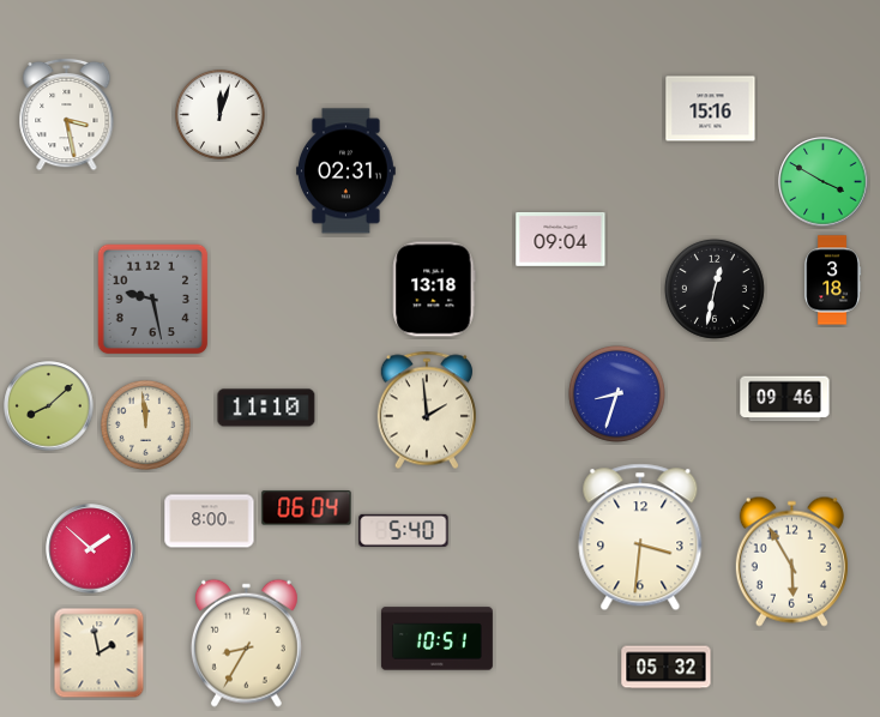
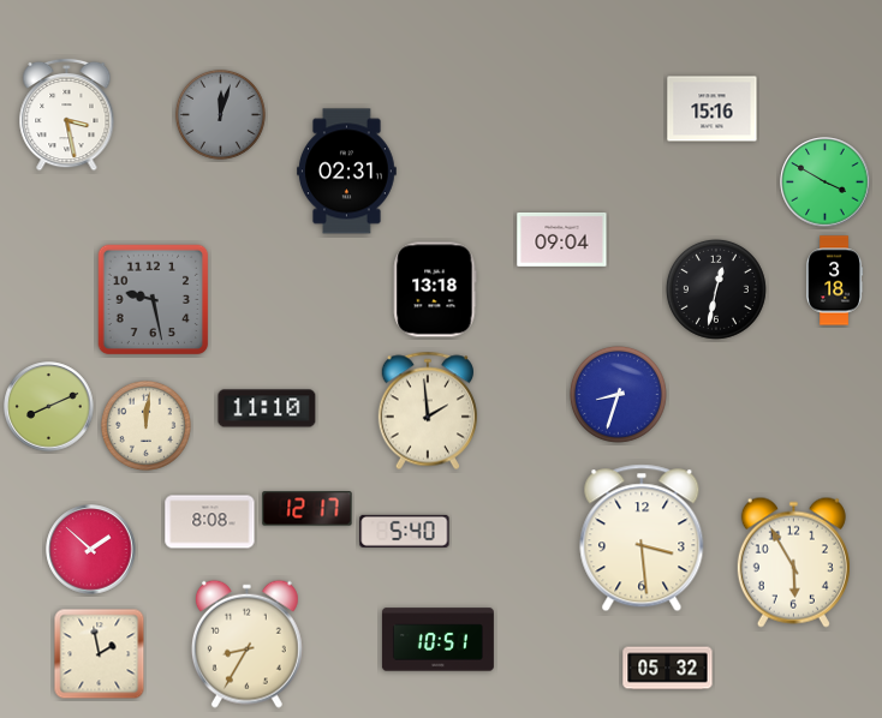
clock at (219, 114) dial: white -> grey
clock at (785, 399): 09:46 -> none
clock at (49, 406): 8:08 -> 8:11
clock at (145, 424): 11:59 -> 12:01
clock at (307, 508): 06:04 -> 12:17
clock at (210, 522): 8:00 -> 8:08
clock at (640, 537): 3:31 -> 3:29
